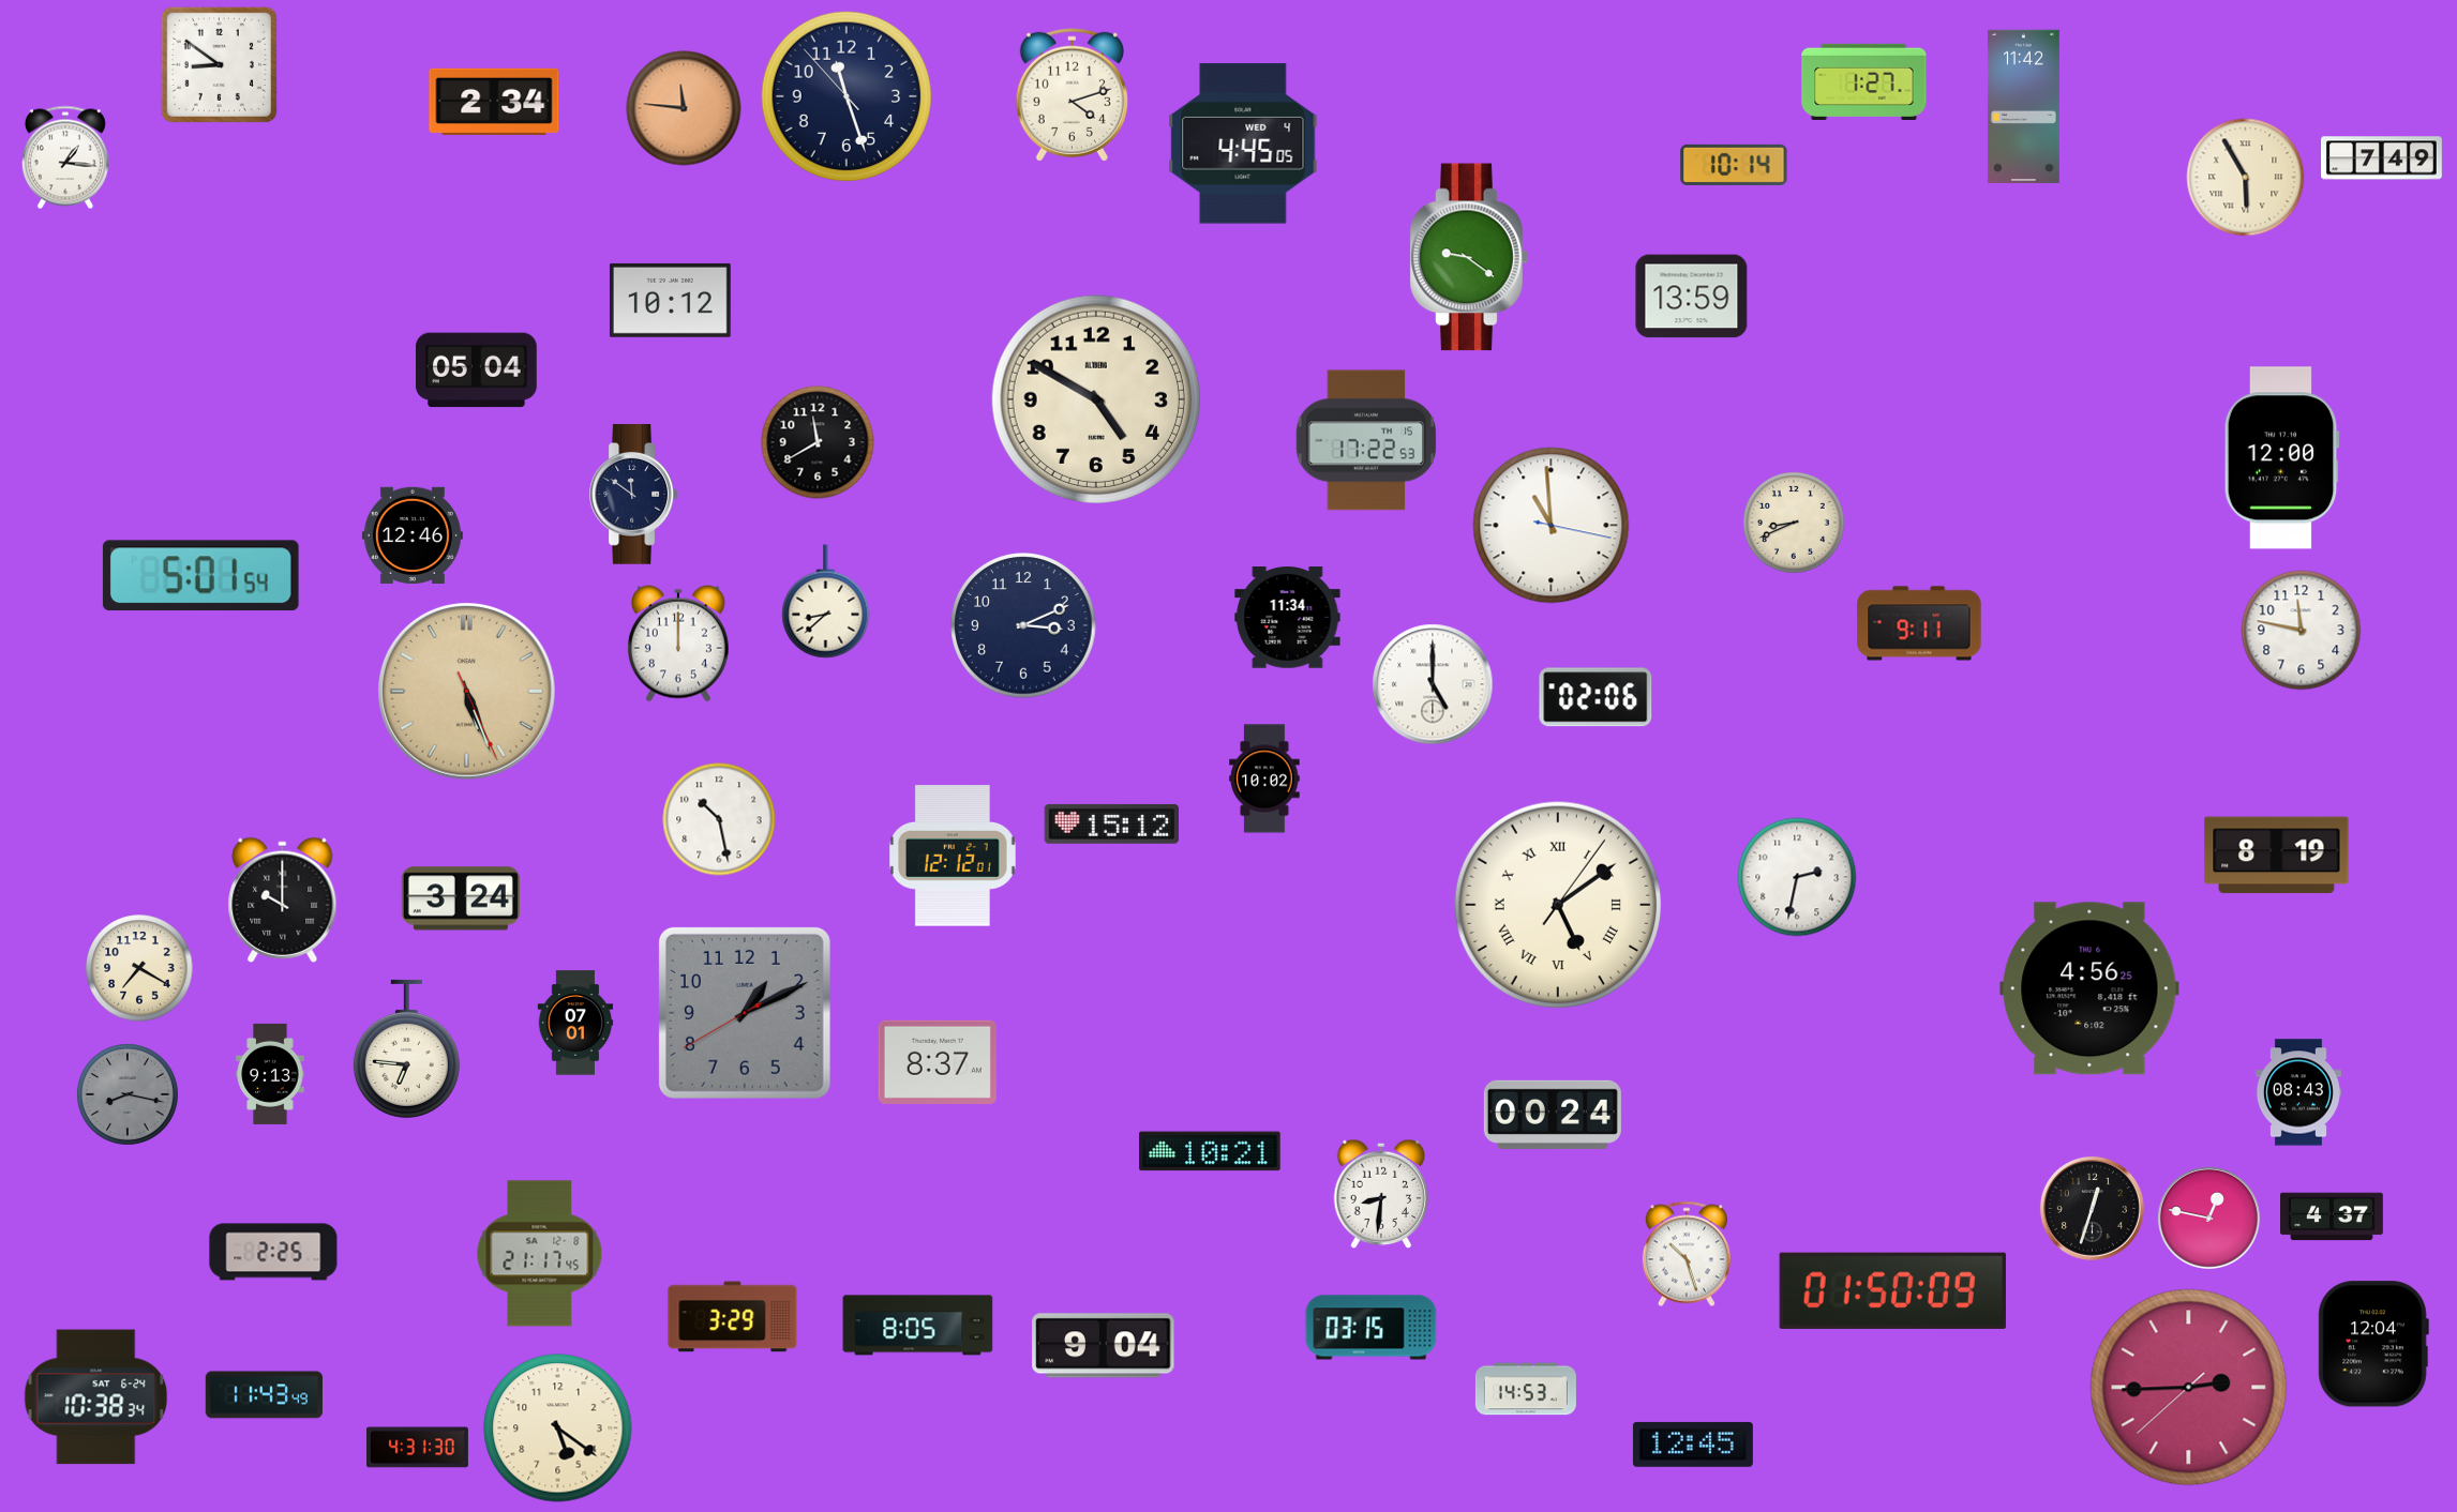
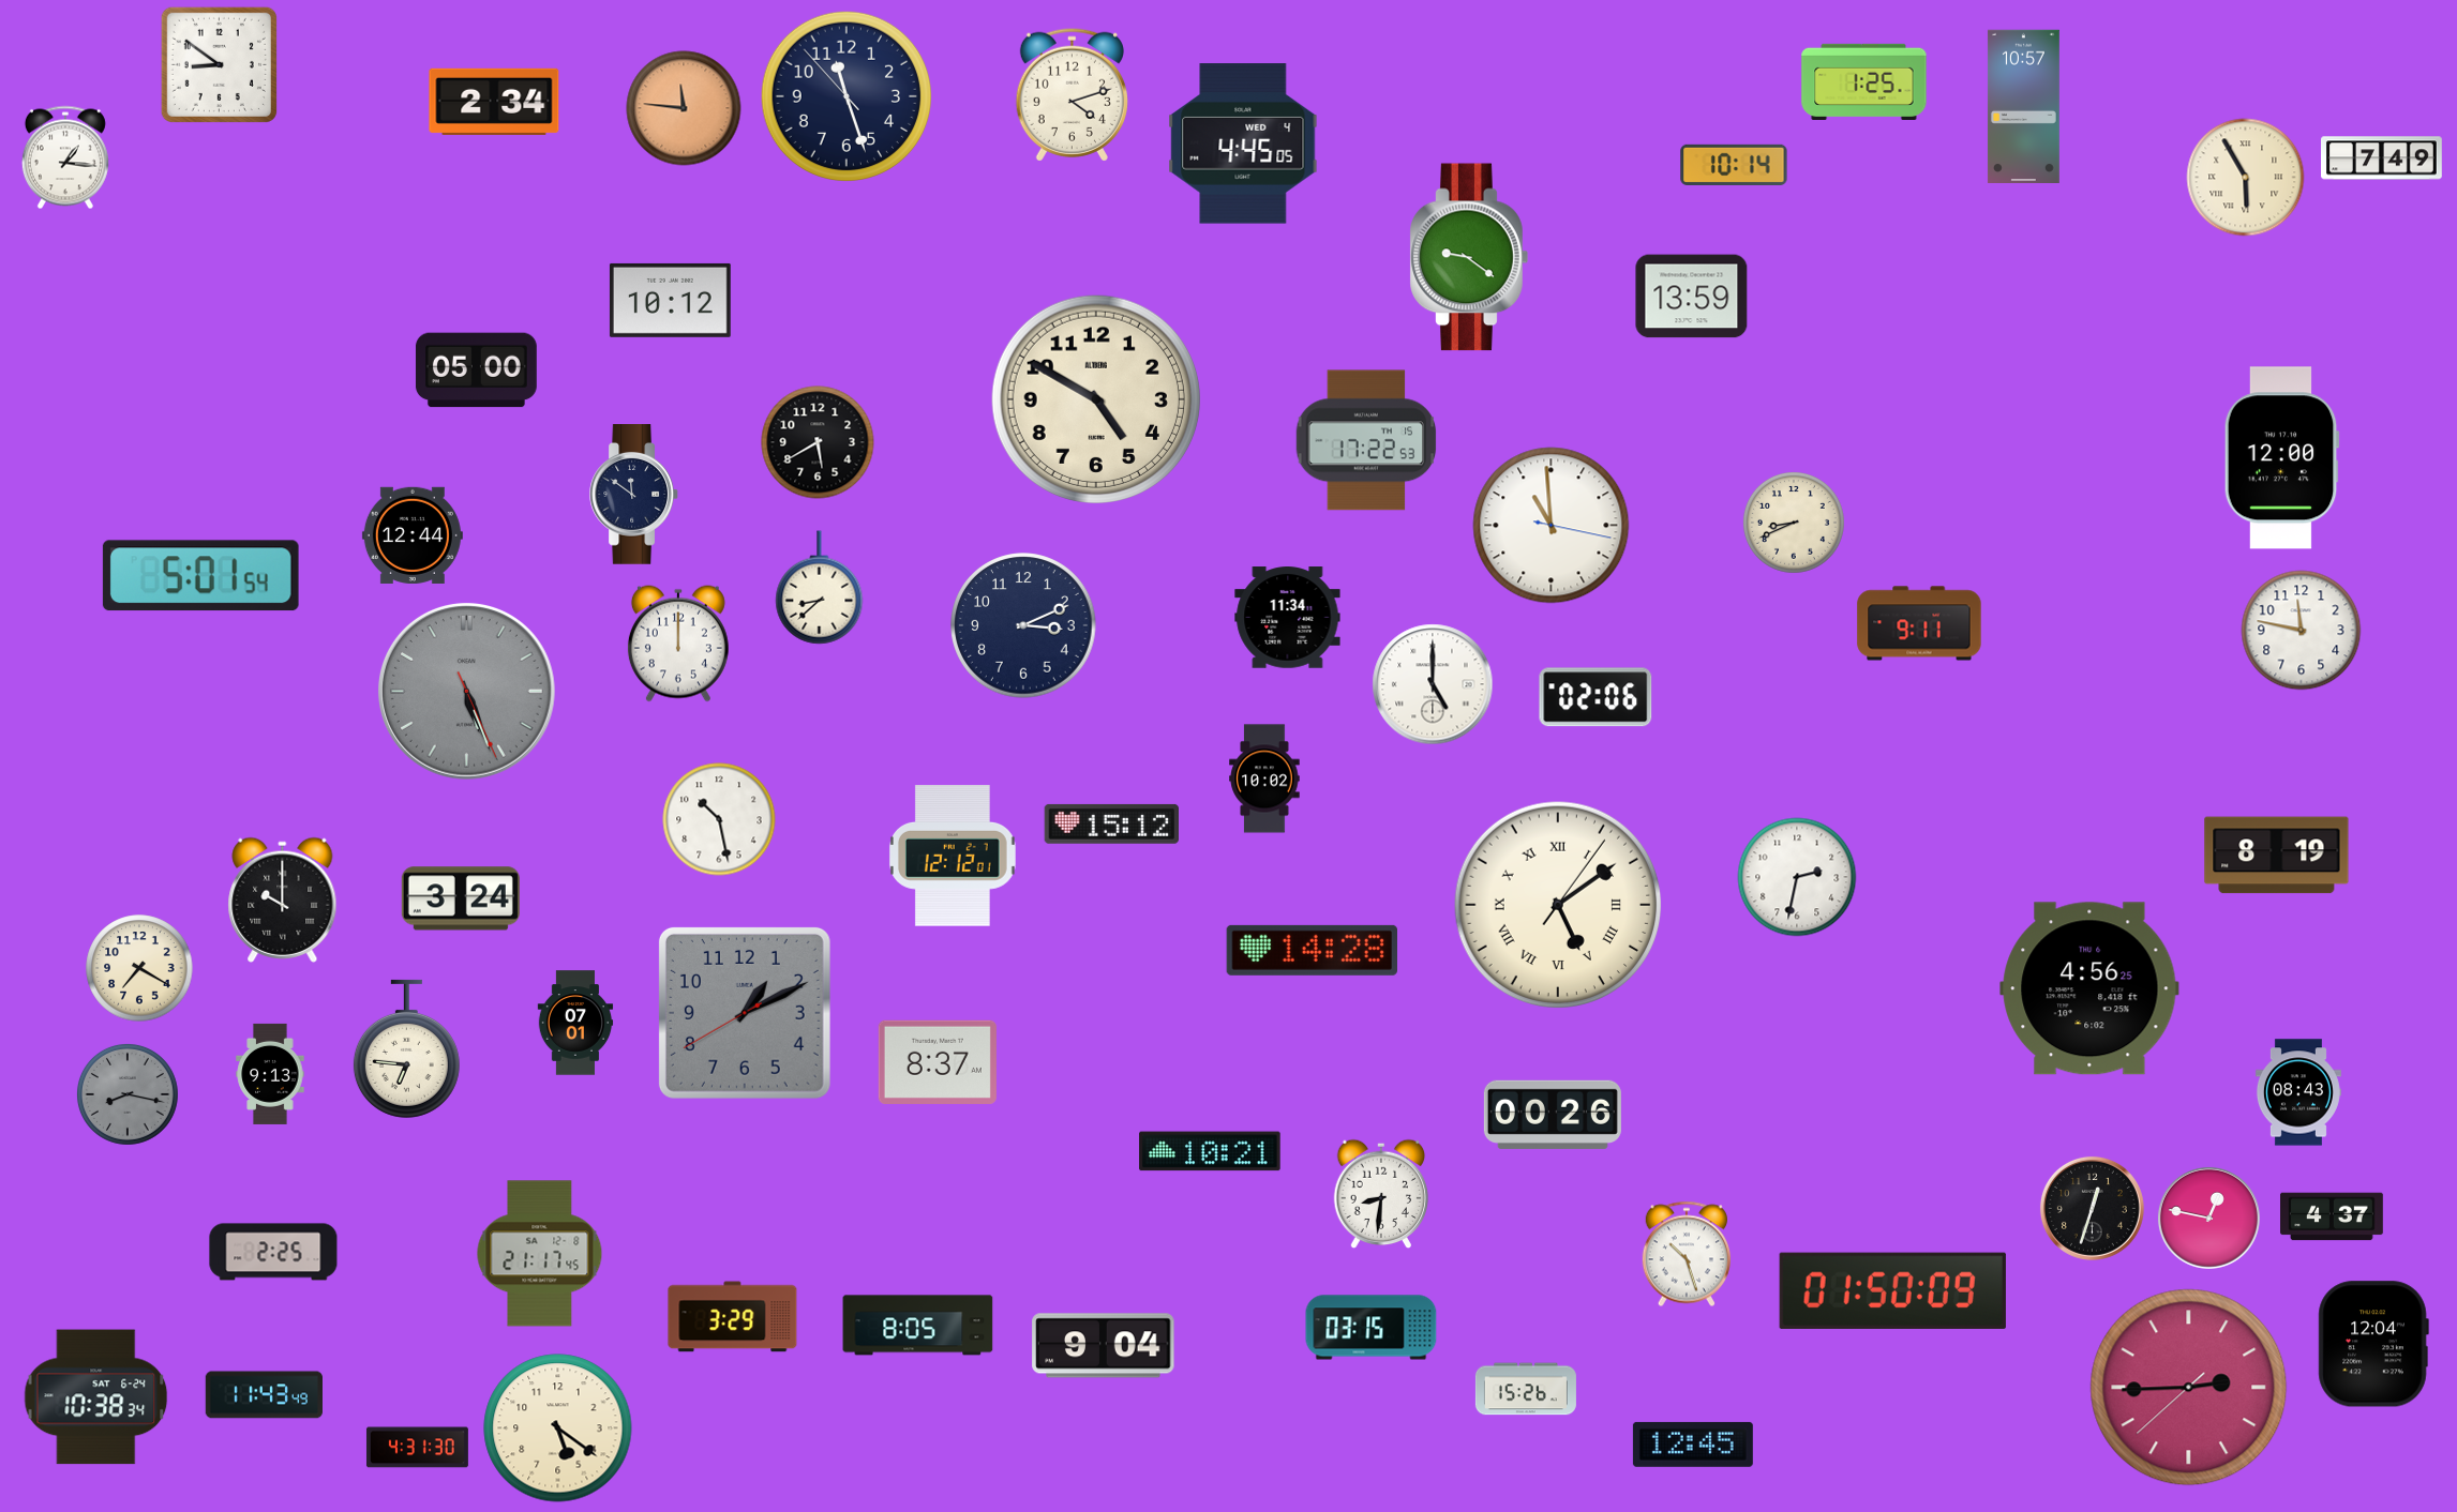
clock at (1864, 81): 1:27 -> 1:25
clock at (2023, 106): 11:42 -> 10:57
clock at (476, 371): 05:04 -> 05:00
clock at (818, 442): 11:40 -> 5:40
clock at (413, 535): 12:46 -> 12:44
clock at (826, 602) position: (826, 602) -> (820, 588)
clock at (466, 691) dial: champagne -> grey
clock at (1312, 950): none -> 14:28
clock at (1553, 1115): 00:24 -> 00:26
clock at (1526, 1389): 14:53 -> 15:26
